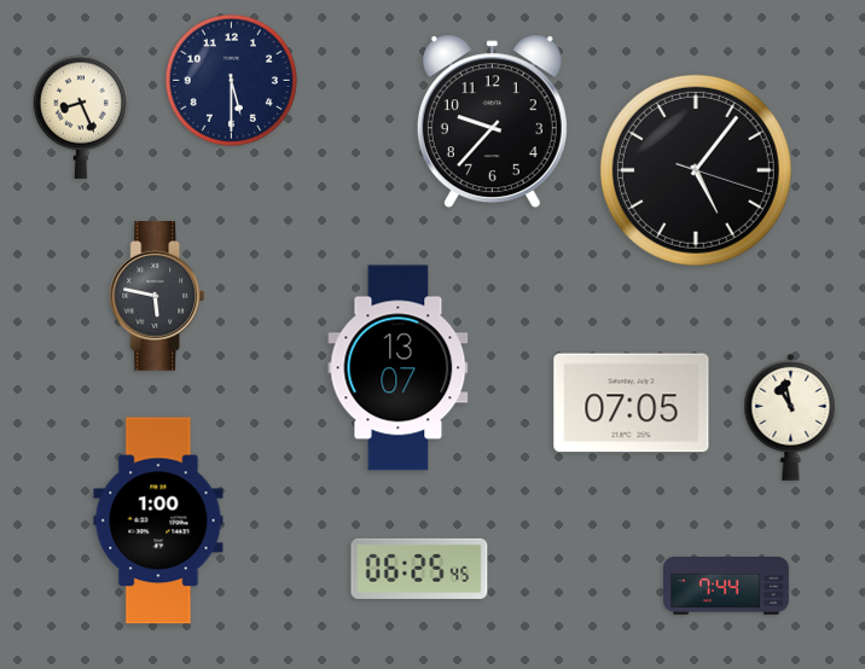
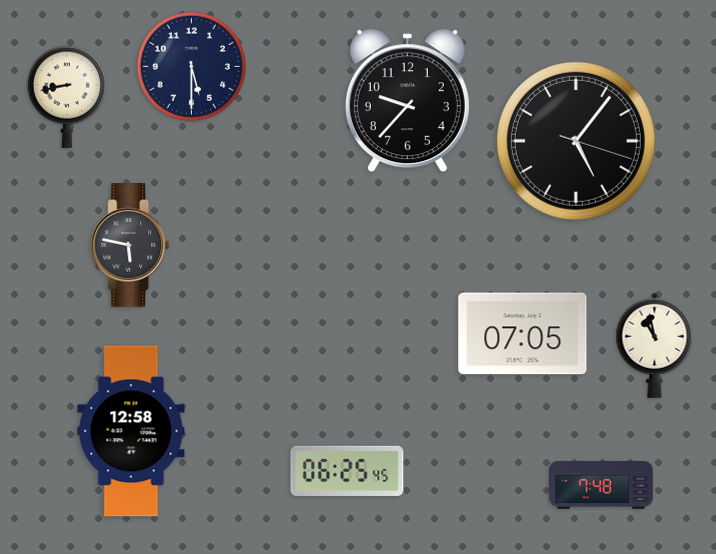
clock at (81, 117): 8:26 -> 8:43
clock at (399, 368): 13:07 -> none
clock at (158, 520): 1:00 -> 12:58
clock at (727, 587): 7:44 -> 7:48
